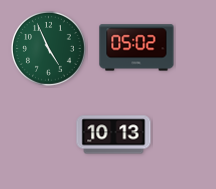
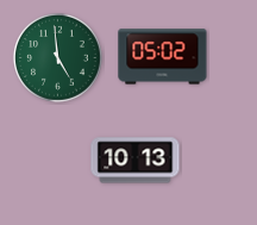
clock at (49, 49): 4:56 -> 4:59
